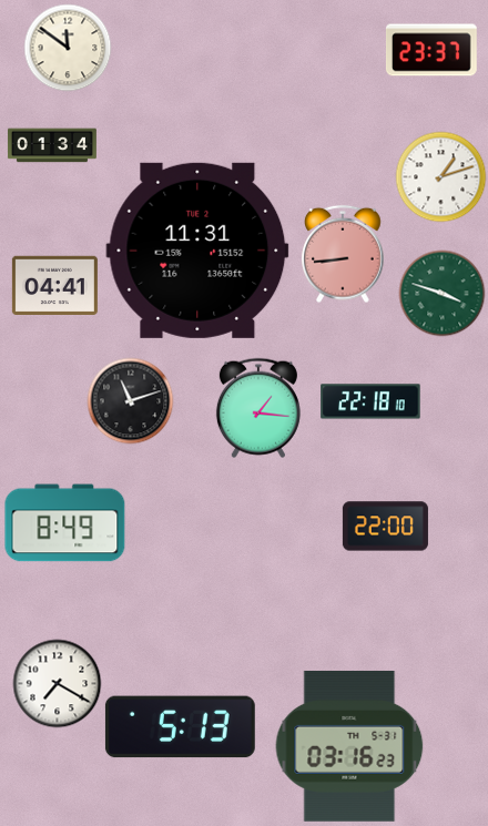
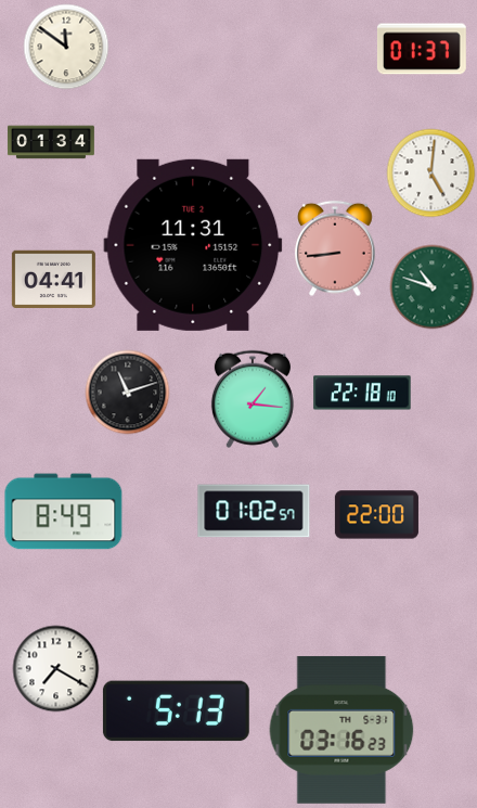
clock at (431, 50): 23:37 -> 01:37
clock at (440, 176): 1:12 -> 5:01
clock at (441, 293): 3:48 -> 10:48
clock at (254, 511): none -> 01:02
